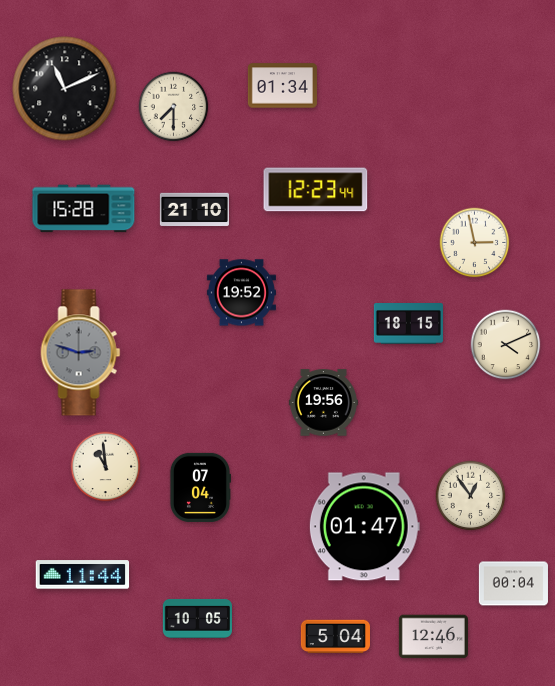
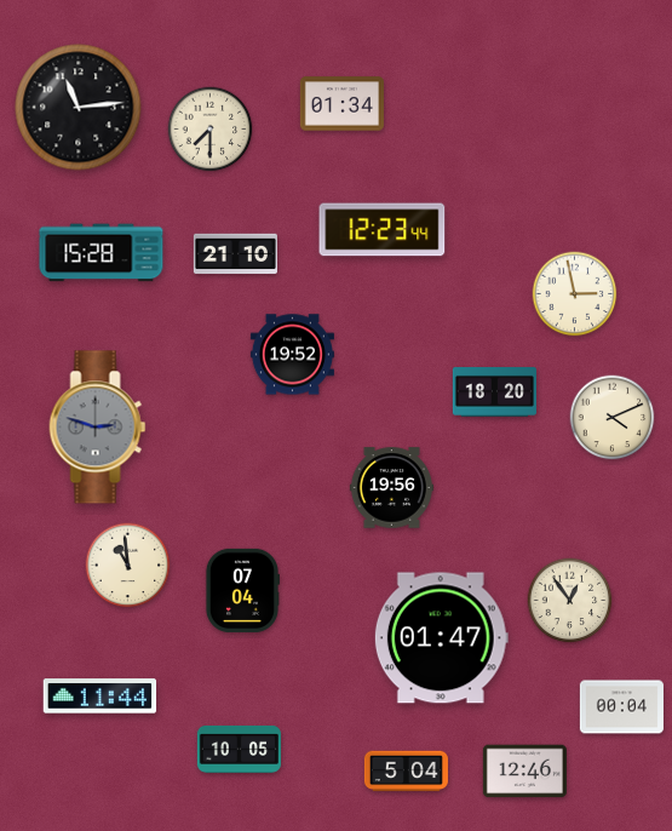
clock at (65, 89): 11:11 -> 11:14
clock at (408, 324): 18:15 -> 18:20
